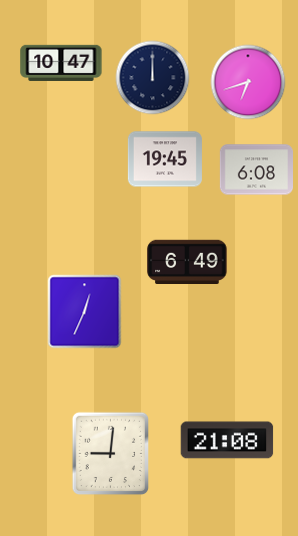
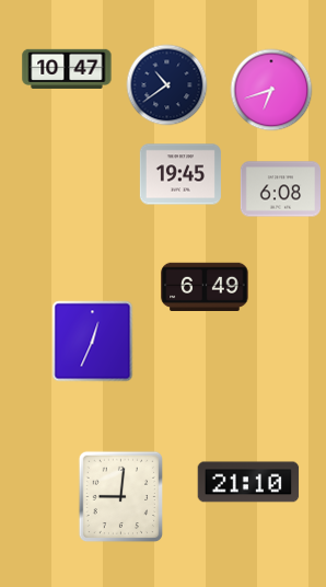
clock at (153, 78): 12:00 -> 10:39
clock at (256, 170) position: (256, 170) -> (280, 189)
clock at (227, 440): 21:08 -> 21:10
